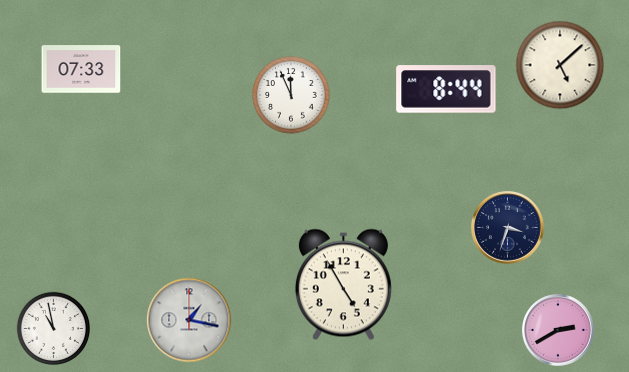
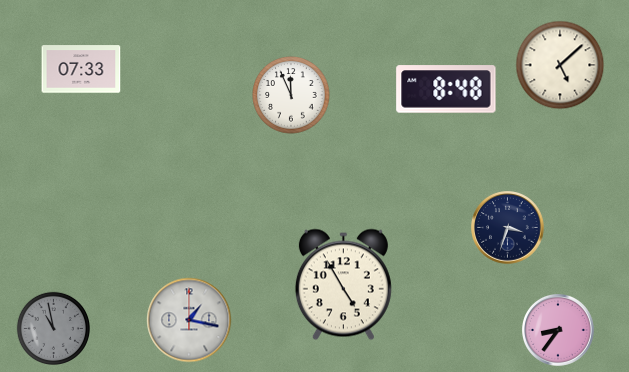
clock at (446, 89): 8:44 -> 8:48
clock at (53, 328) dial: white -> grey
clock at (559, 331): 2:40 -> 8:36
